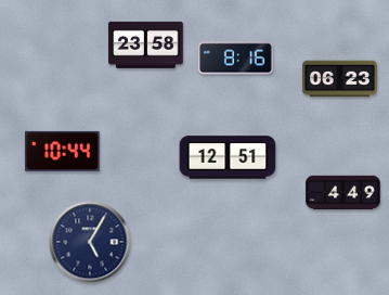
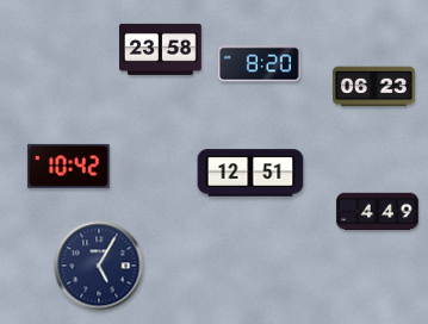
clock at (236, 59): 8:16 -> 8:20
clock at (62, 151): 10:44 -> 10:42
